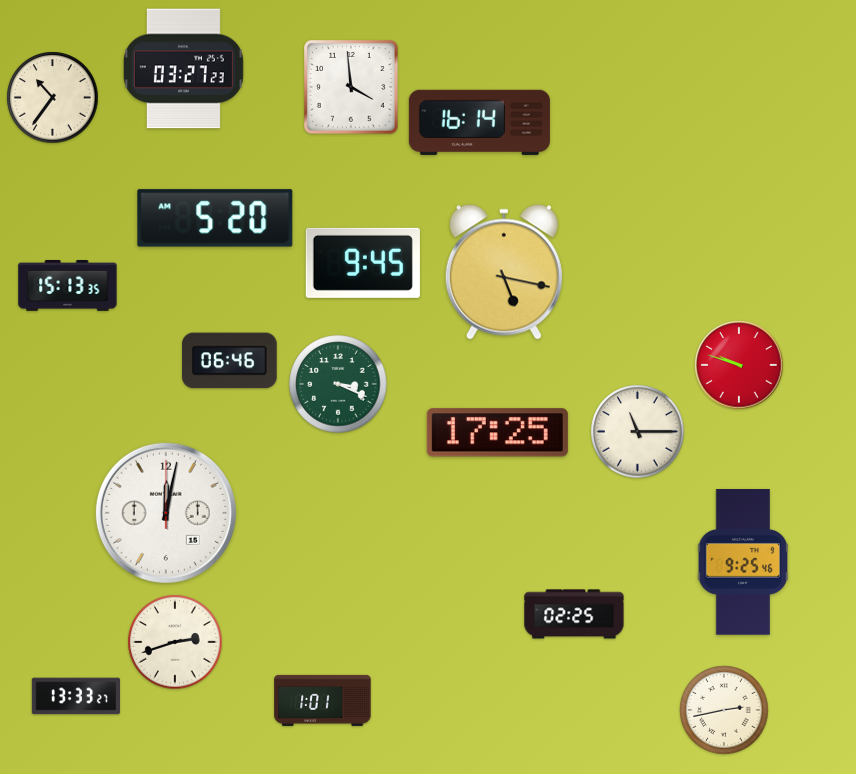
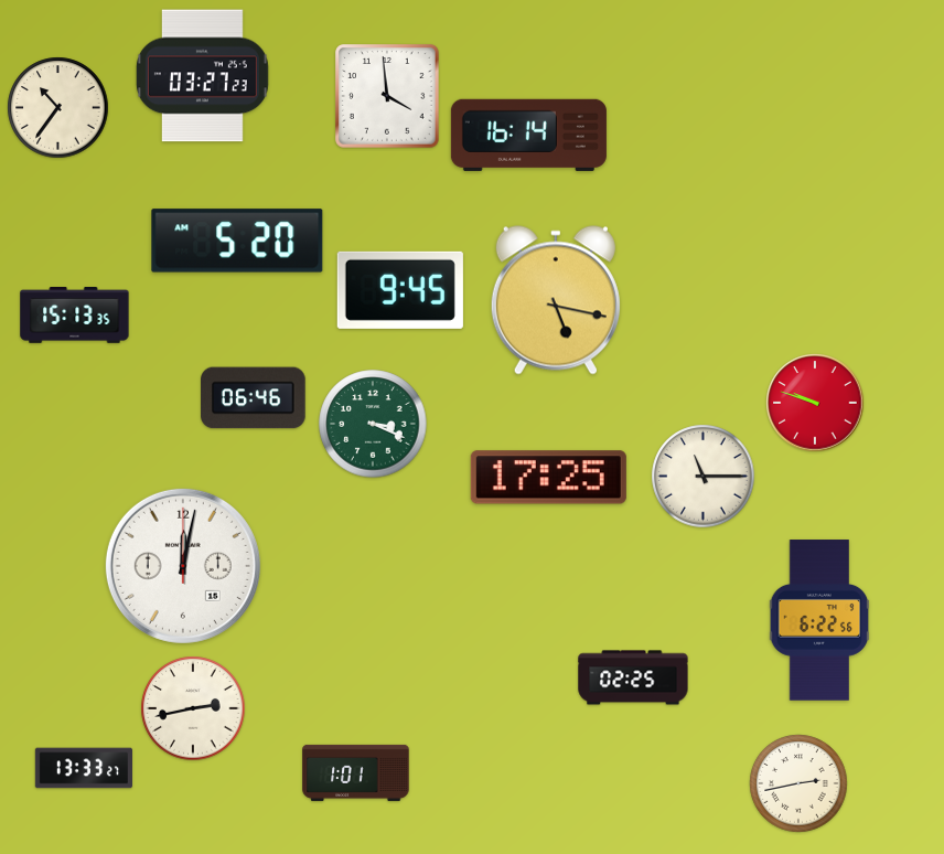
clock at (743, 562): 9:25 -> 6:22
clock at (175, 642): 2:42 -> 2:43
